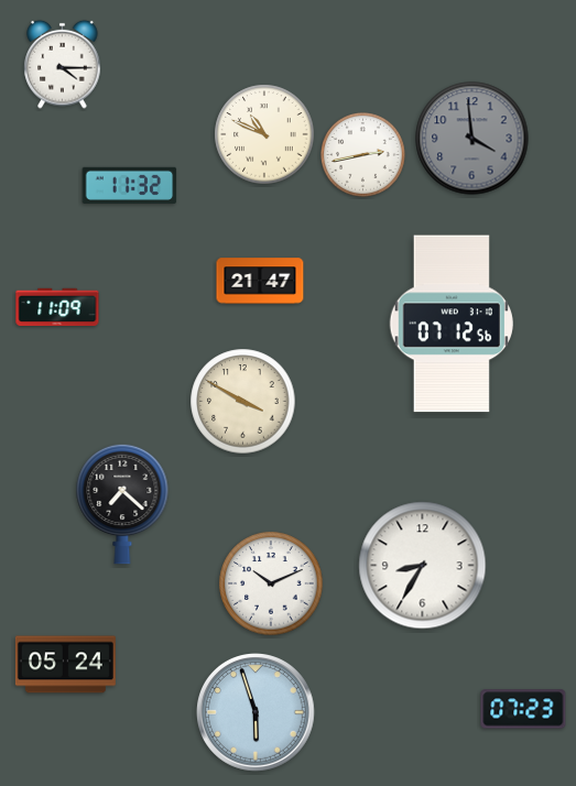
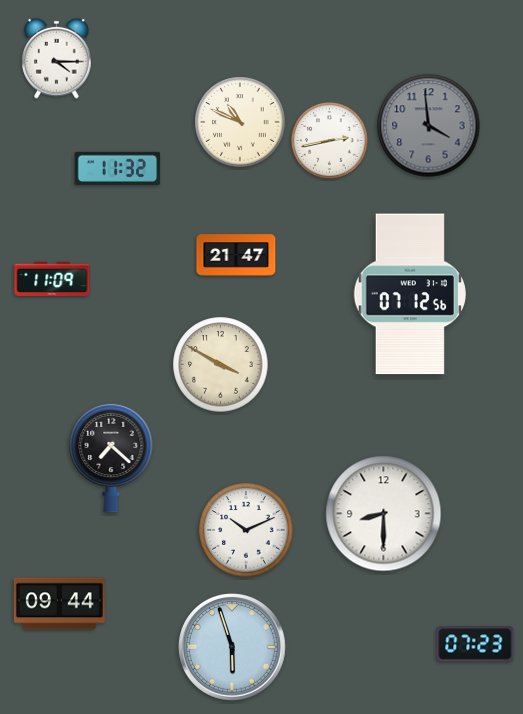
clock at (423, 566): 8:35 -> 8:30
clock at (65, 665): 05:24 -> 09:44
